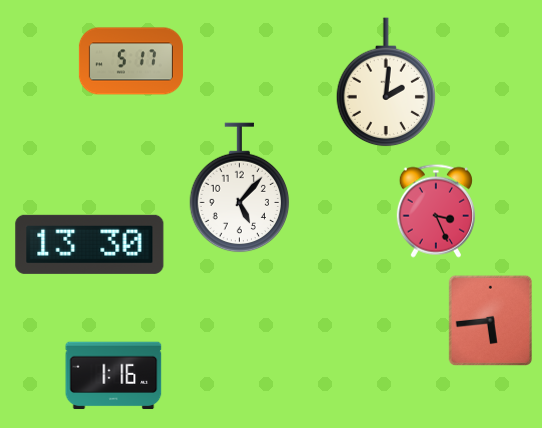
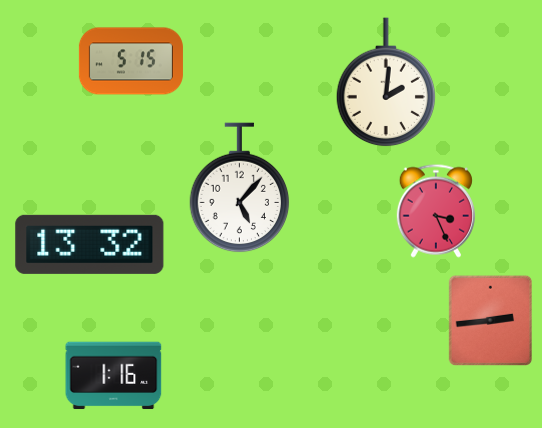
clock at (131, 61): 5:17 -> 5:15
clock at (90, 244): 13:30 -> 13:32
clock at (490, 321): 5:44 -> 2:44
